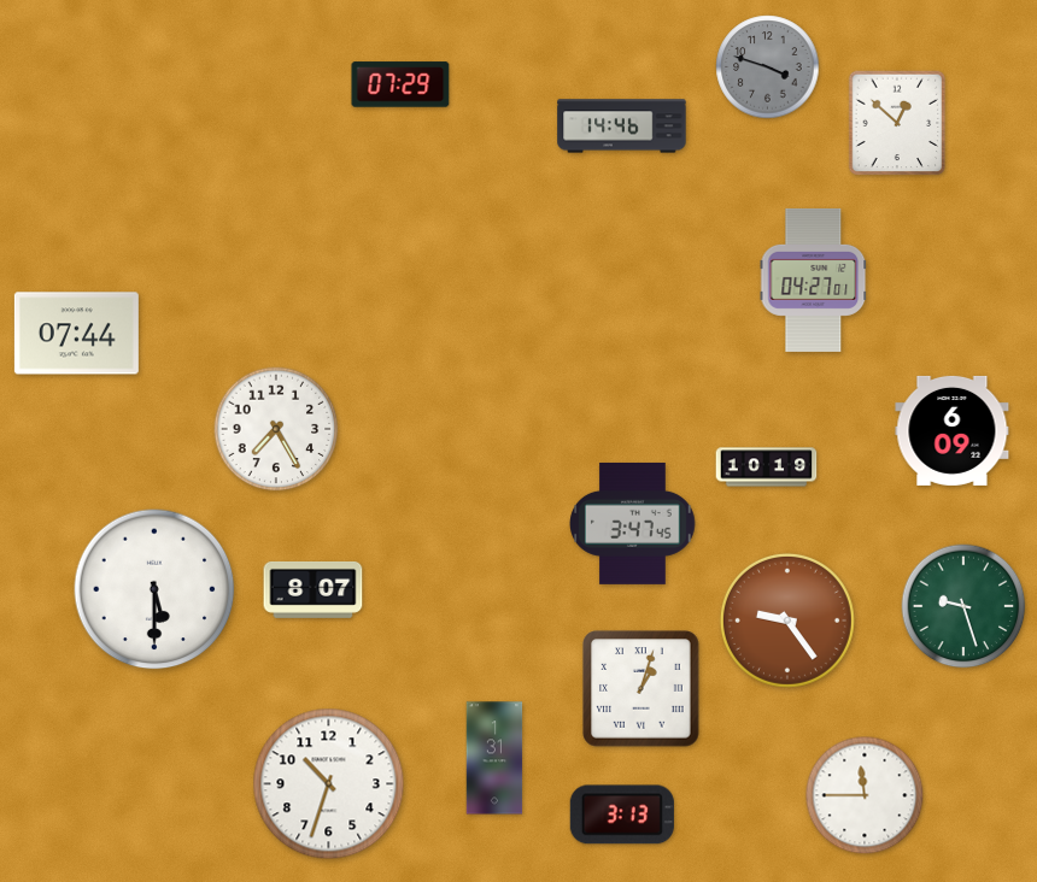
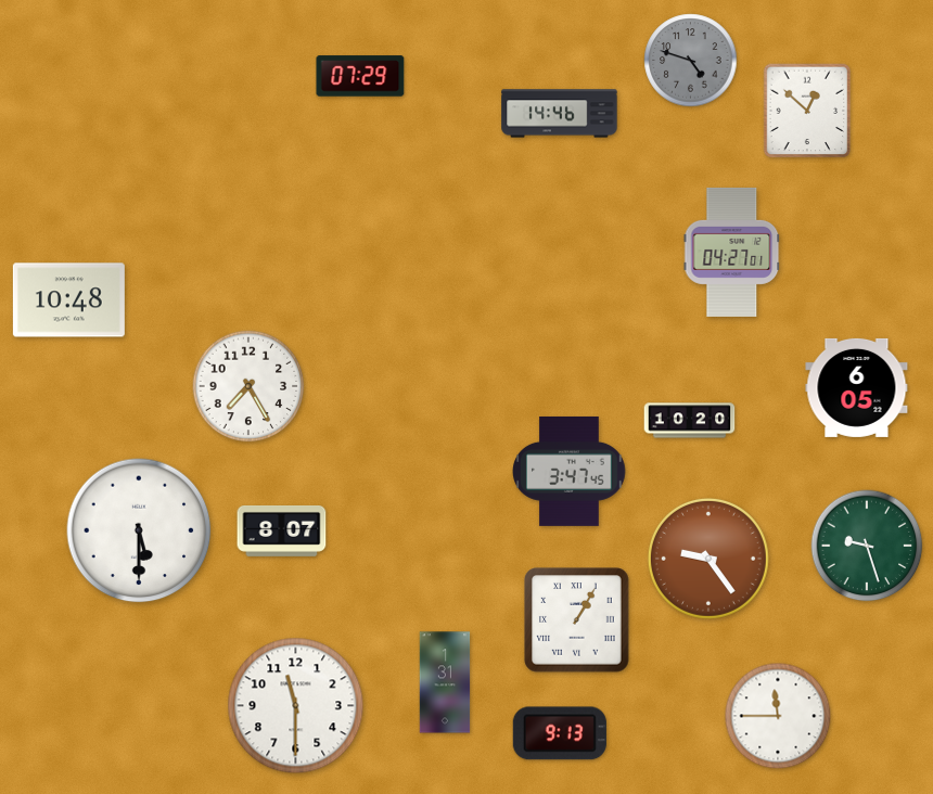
clock at (768, 67): 3:48 -> 4:48
clock at (76, 334): 07:44 -> 10:48
clock at (953, 430): 6:09 -> 6:05
clock at (767, 468): 10:19 -> 10:20
clock at (641, 689): 1:03 -> 1:05
clock at (329, 784): 10:33 -> 11:30
clock at (622, 815): 3:13 -> 9:13
